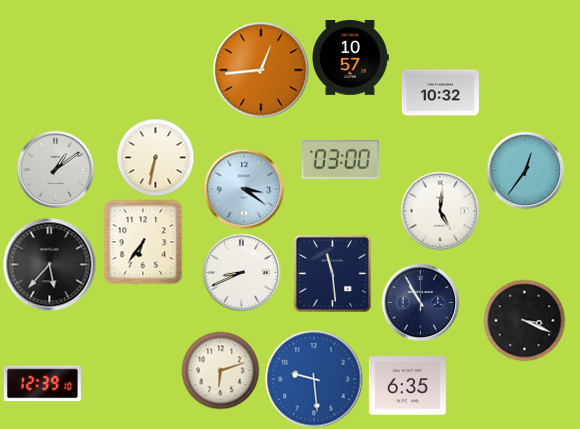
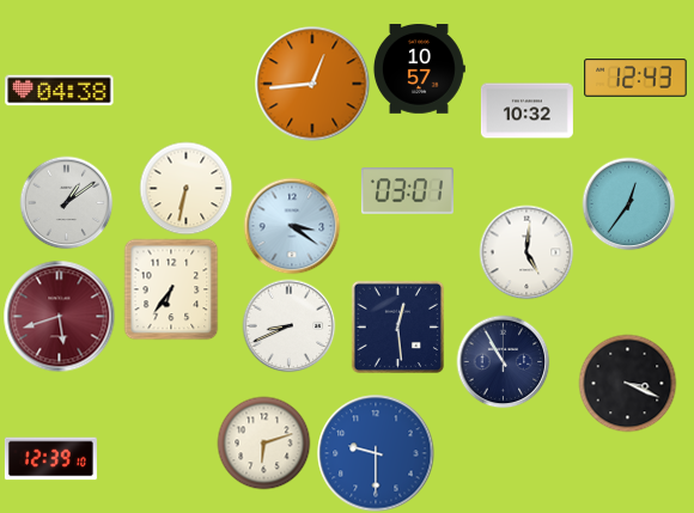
clock at (635, 79): none -> 12:43
clock at (60, 91): none -> 04:38
clock at (340, 160): 03:00 -> 03:01
clock at (49, 264): 5:37 -> 5:42
clock at (49, 264) dial: black -> burgundy
clock at (332, 273): 11:29 -> 12:29
clock at (314, 379): 9:29 -> 9:30
clock at (407, 386): 6:35 -> none
